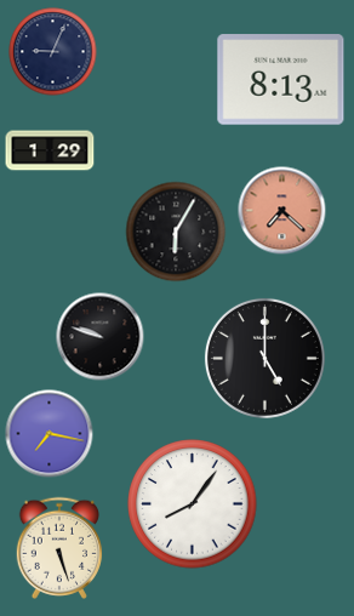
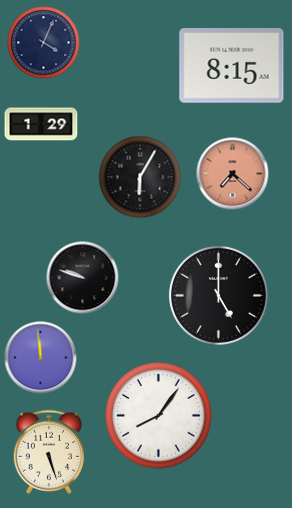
clock at (53, 52): 9:04 -> 4:04
clock at (281, 80): 8:13 -> 8:15
clock at (176, 232) position: (176, 232) -> (140, 177)
clock at (50, 434): 7:17 -> 11:59
